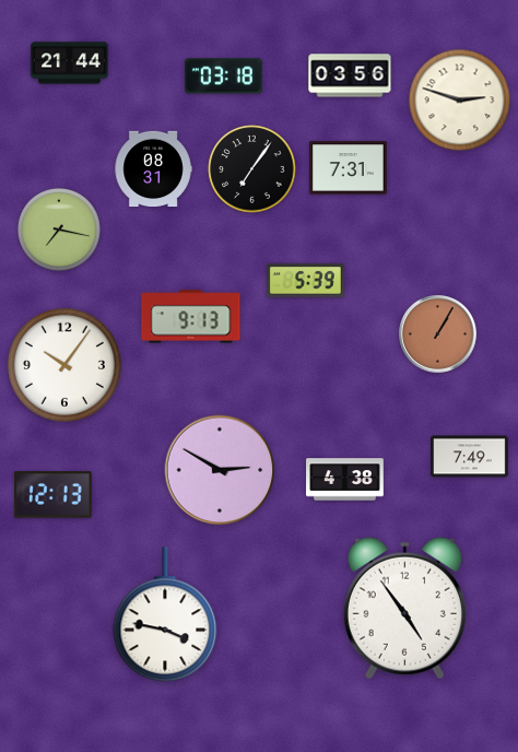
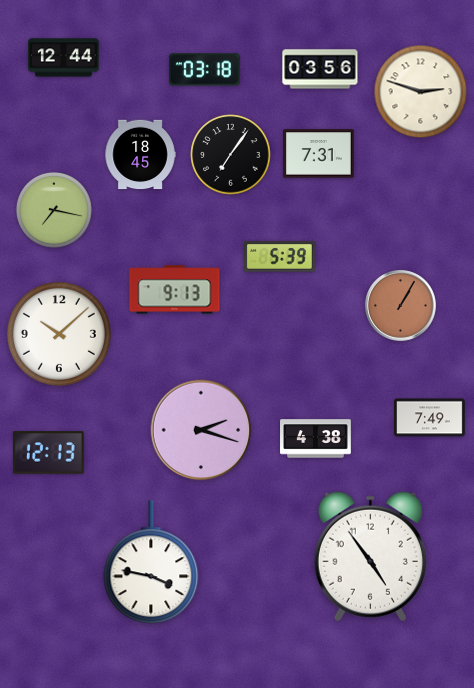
clock at (70, 63): 21:44 -> 12:44
clock at (153, 169): 08:31 -> 18:45
clock at (64, 365): 10:06 -> 10:08
clock at (220, 470): 2:50 -> 2:18
